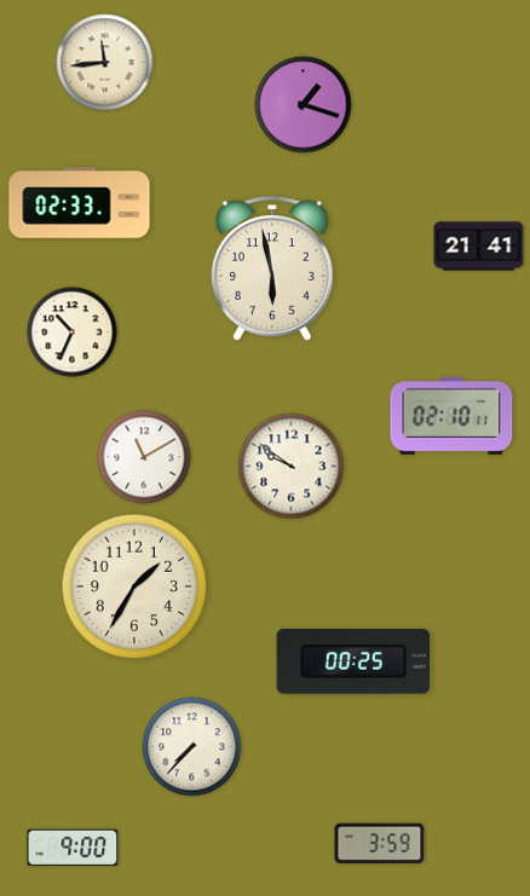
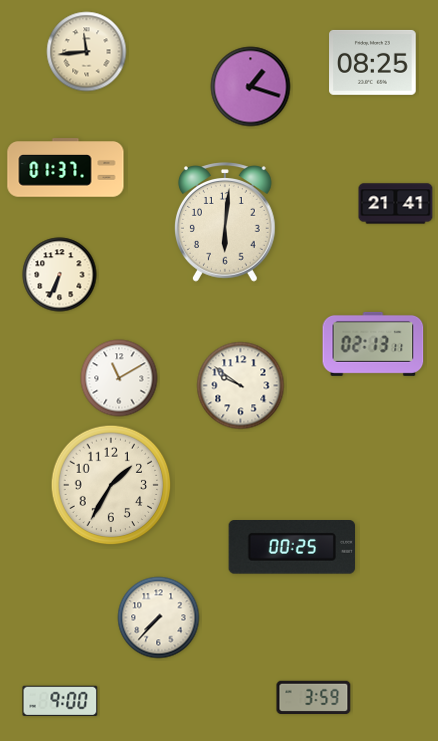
clock at (373, 62): none -> 08:25
clock at (80, 203): 02:33 -> 01:37
clock at (273, 268): 5:58 -> 6:01
clock at (73, 333): 10:34 -> 6:34
clock at (451, 416): 02:10 -> 02:13
